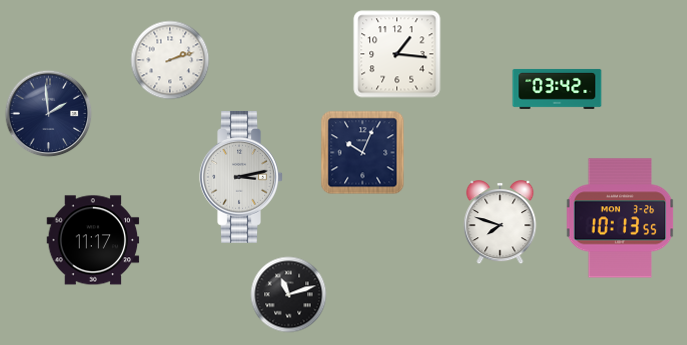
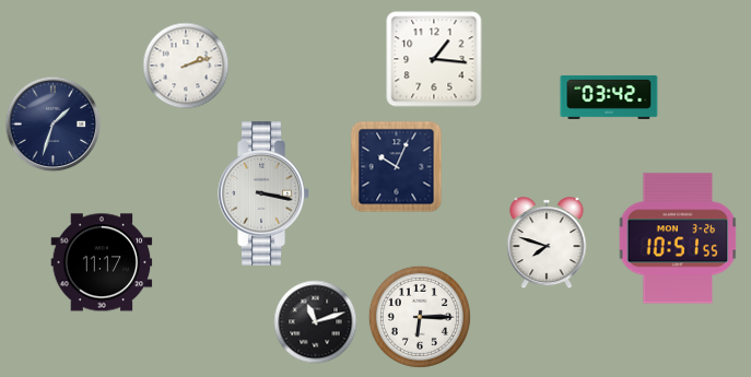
clock at (49, 114): 1:59 -> 1:33
clock at (241, 177): 3:13 -> 3:17
clock at (620, 218): 10:13 -> 10:51
clock at (420, 317): none -> 6:15
